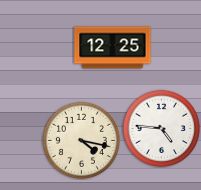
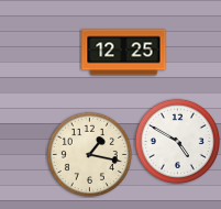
clock at (161, 128): 4:46 -> 4:50
clock at (81, 140): 4:17 -> 1:17
